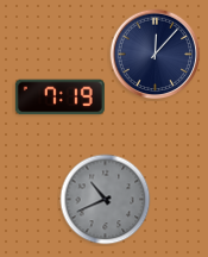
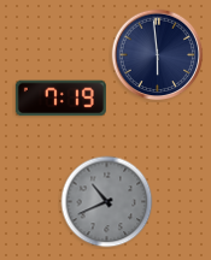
clock at (156, 55): 12:07 -> 5:59
